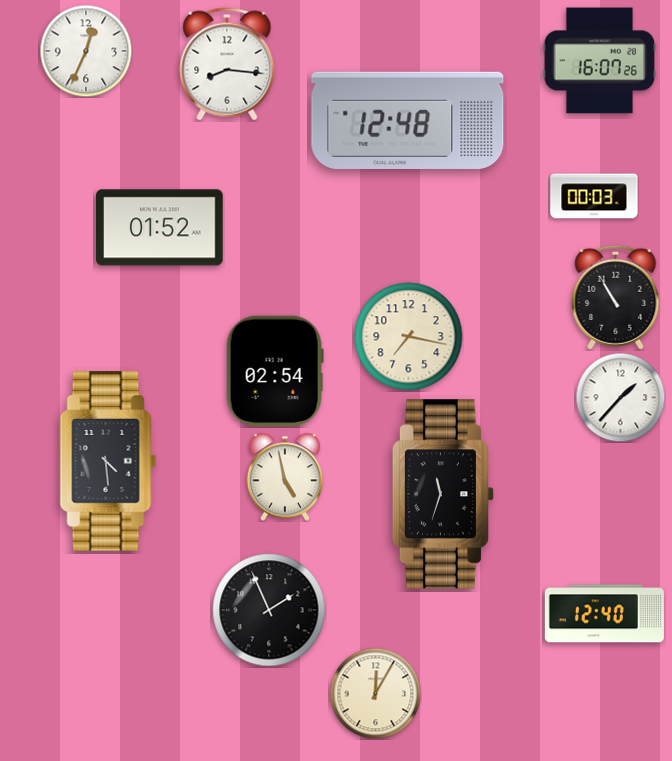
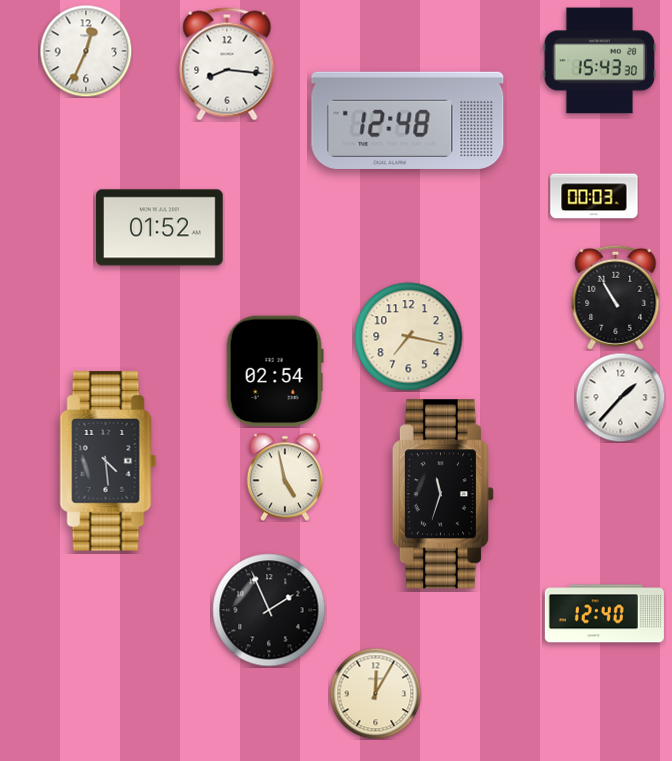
clock at (600, 61): 16:07 -> 15:43
